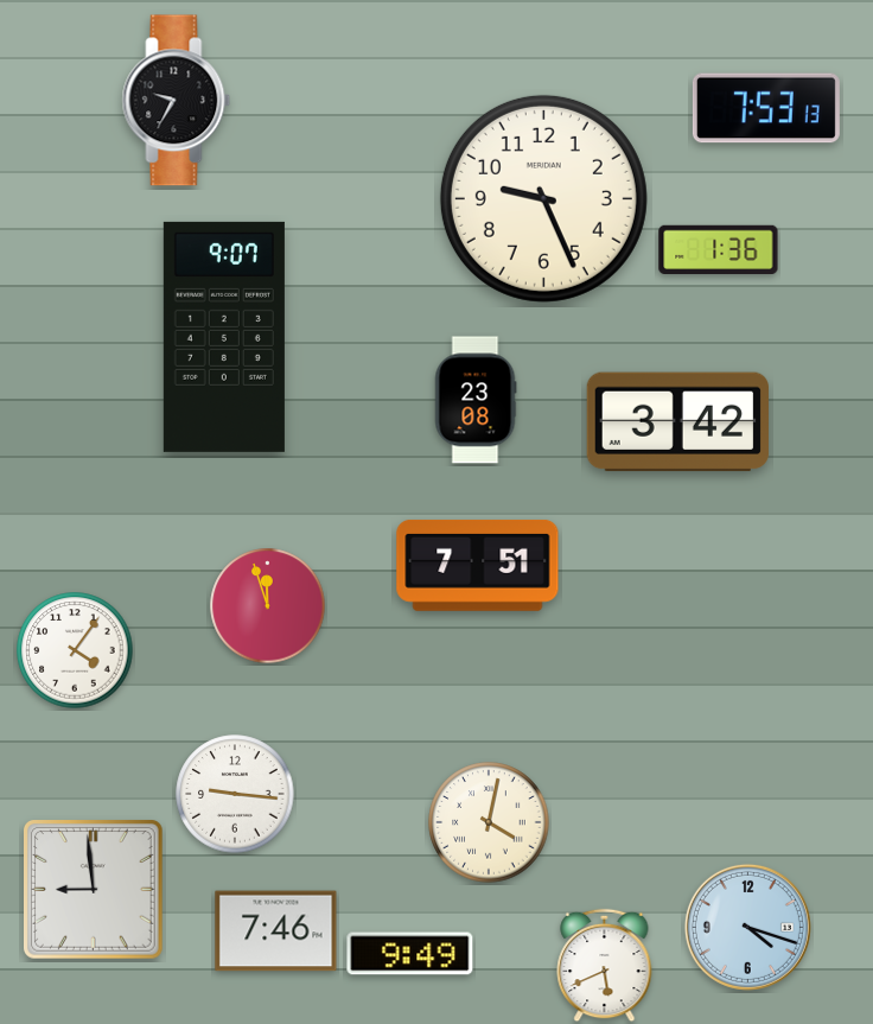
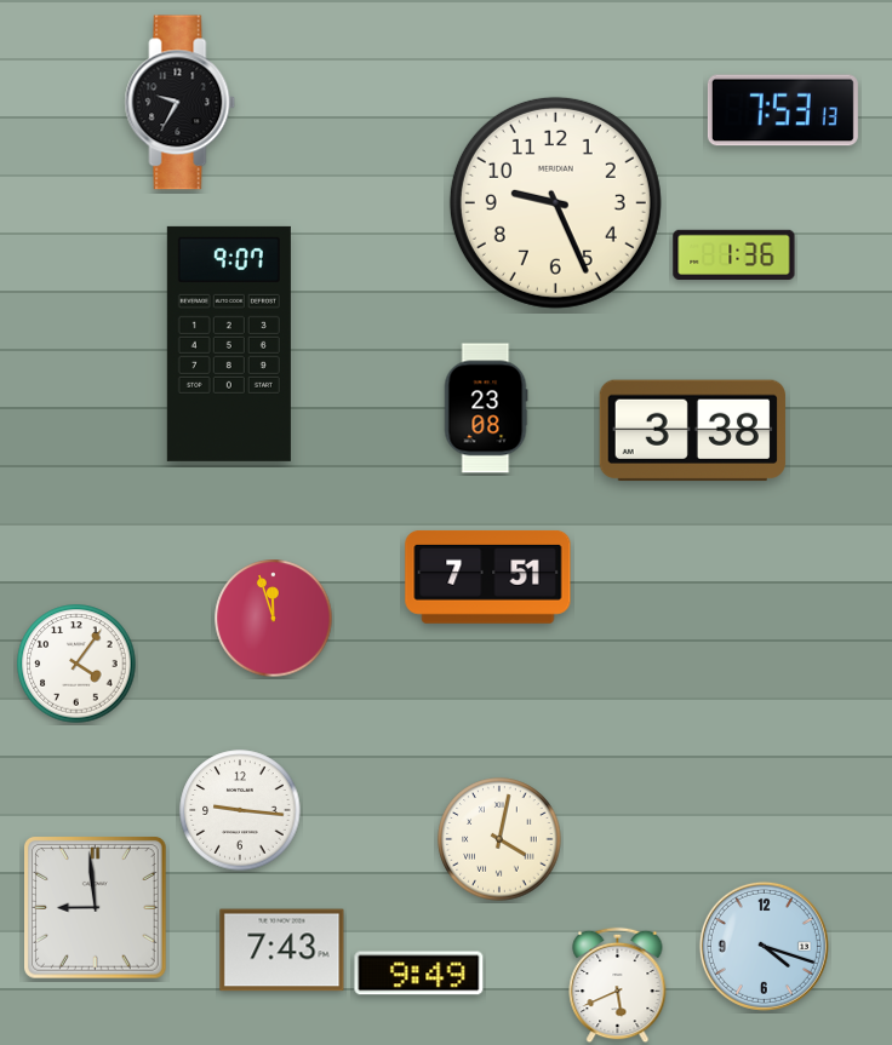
clock at (677, 422): 3:42 -> 3:38
clock at (276, 931): 7:46 -> 7:43
